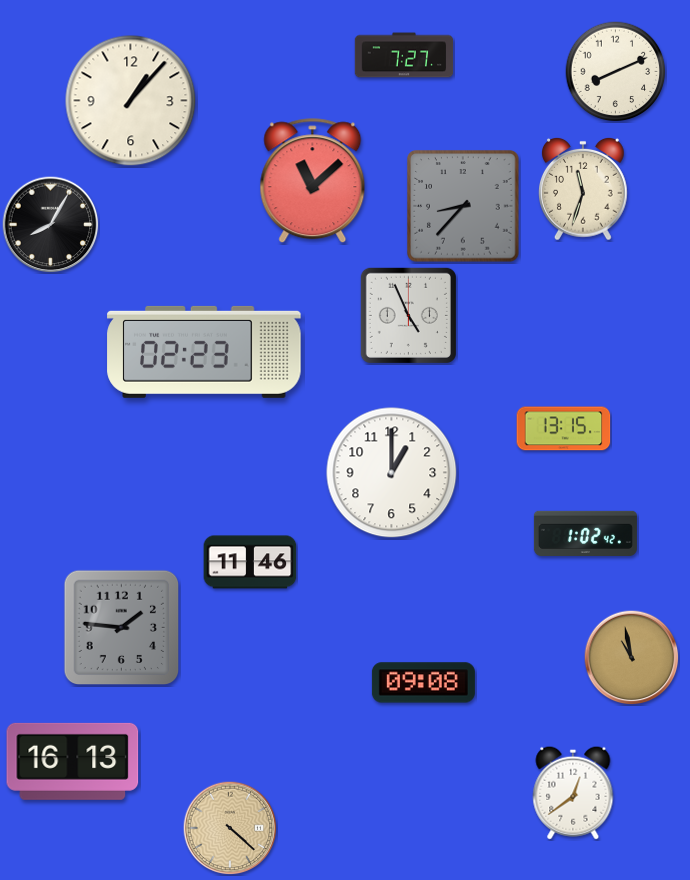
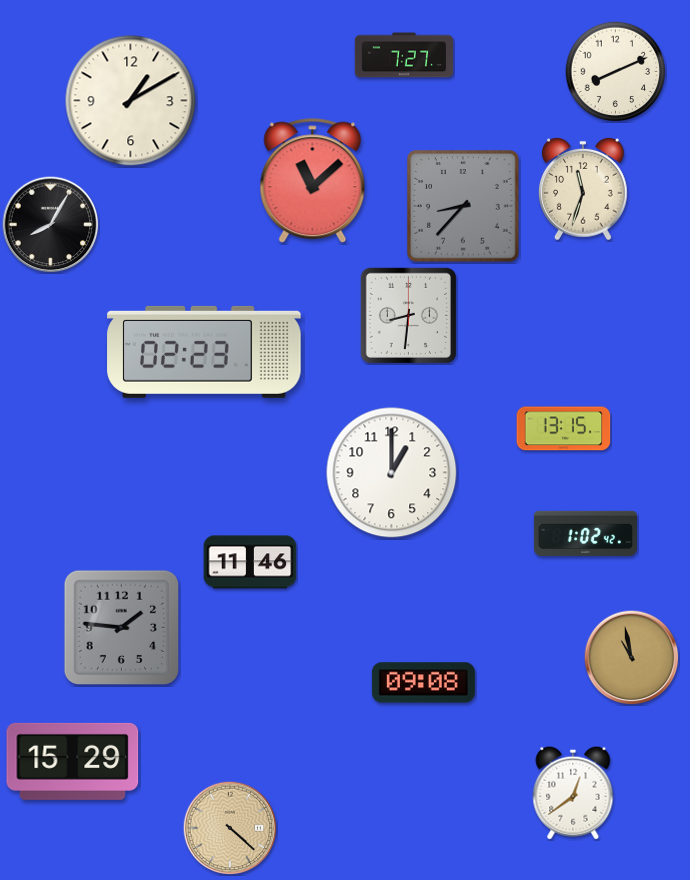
clock at (131, 101): 1:07 -> 1:10
clock at (408, 315): 4:56 -> 8:31
clock at (73, 761): 16:13 -> 15:29
